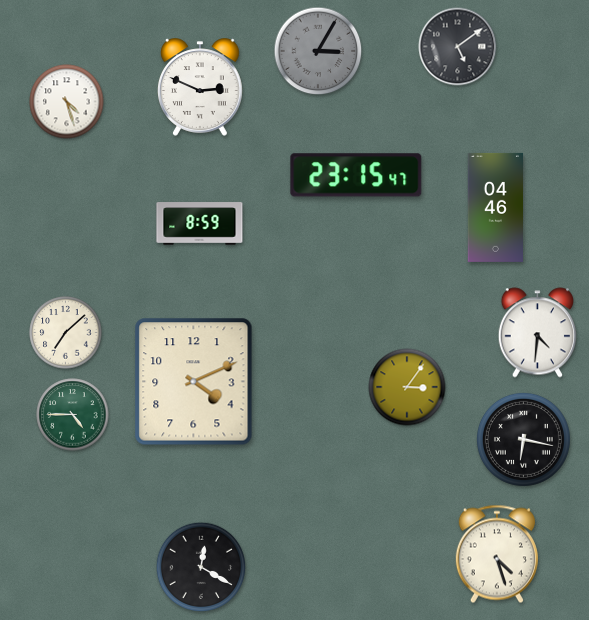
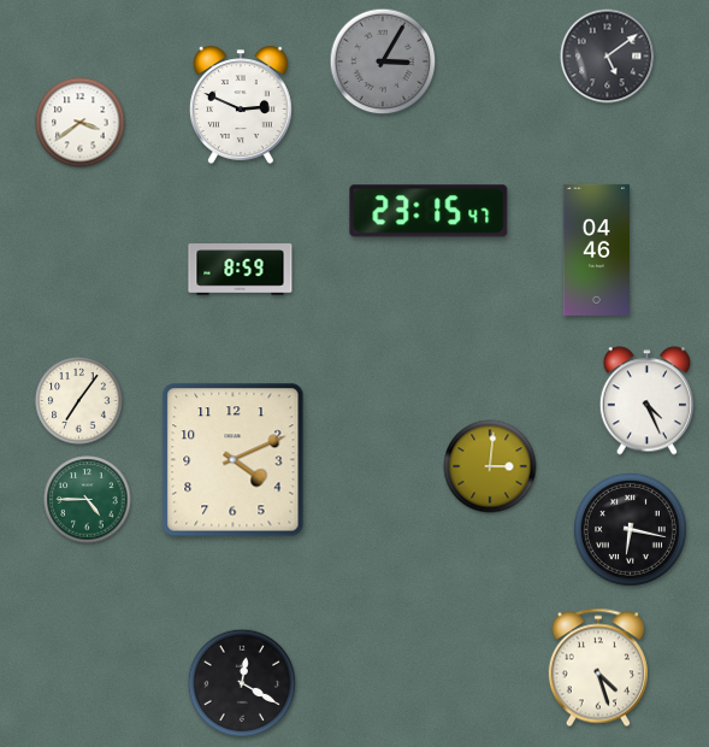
clock at (458, 47) position: (458, 47) -> (608, 57)
clock at (67, 102): 4:27 -> 3:39
clock at (66, 333): 7:08 -> 7:06
clock at (537, 333): 4:31 -> 4:26
clock at (407, 387): 3:06 -> 3:01
